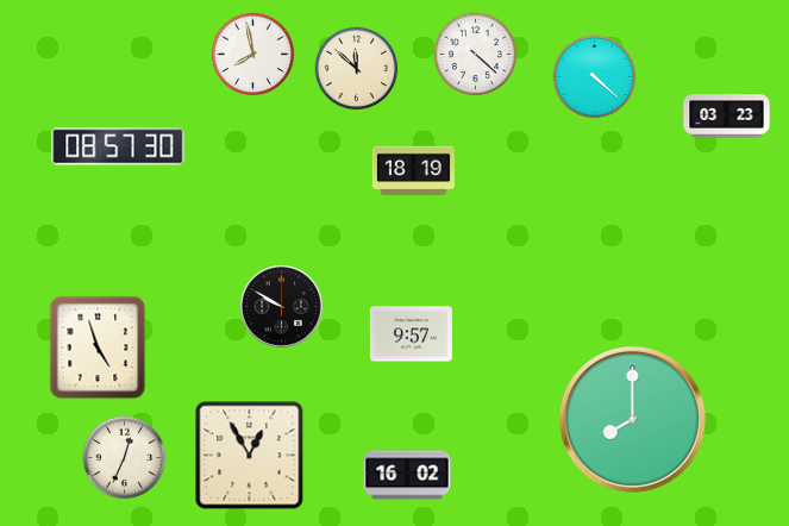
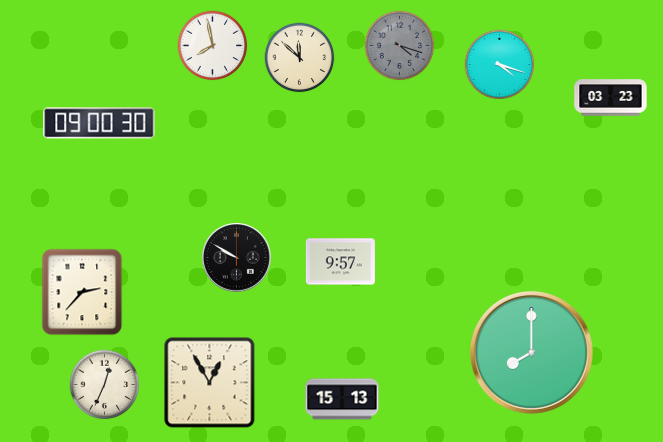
clock at (476, 55): 4:22 -> 4:18
clock at (476, 55) dial: white -> grey
clock at (595, 77): 4:22 -> 4:18
clock at (118, 146): 08:57 -> 09:00
clock at (413, 171): 18:19 -> none
clock at (411, 334) position: (411, 334) -> (340, 262)
clock at (98, 347): 4:57 -> 2:37
clock at (407, 475): 16:02 -> 15:13
